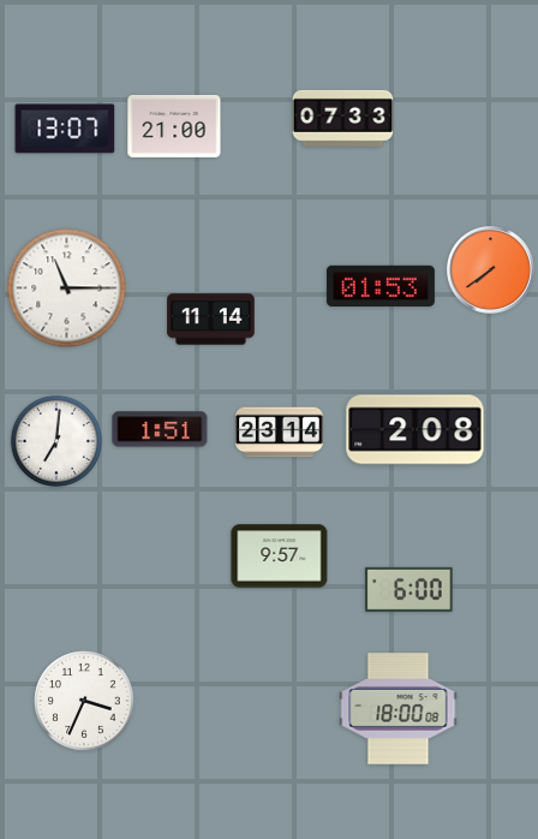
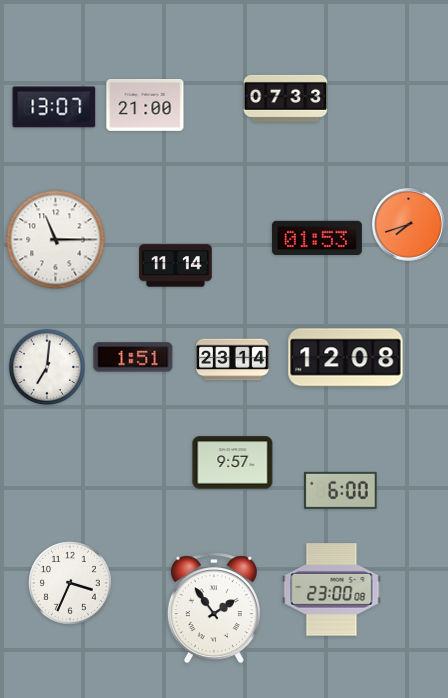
clock at (491, 270): 7:39 -> 7:42
clock at (416, 430): 2:08 -> 12:08
clock at (399, 709): 18:00 -> 23:00
clock at (214, 608): none -> 1:54
